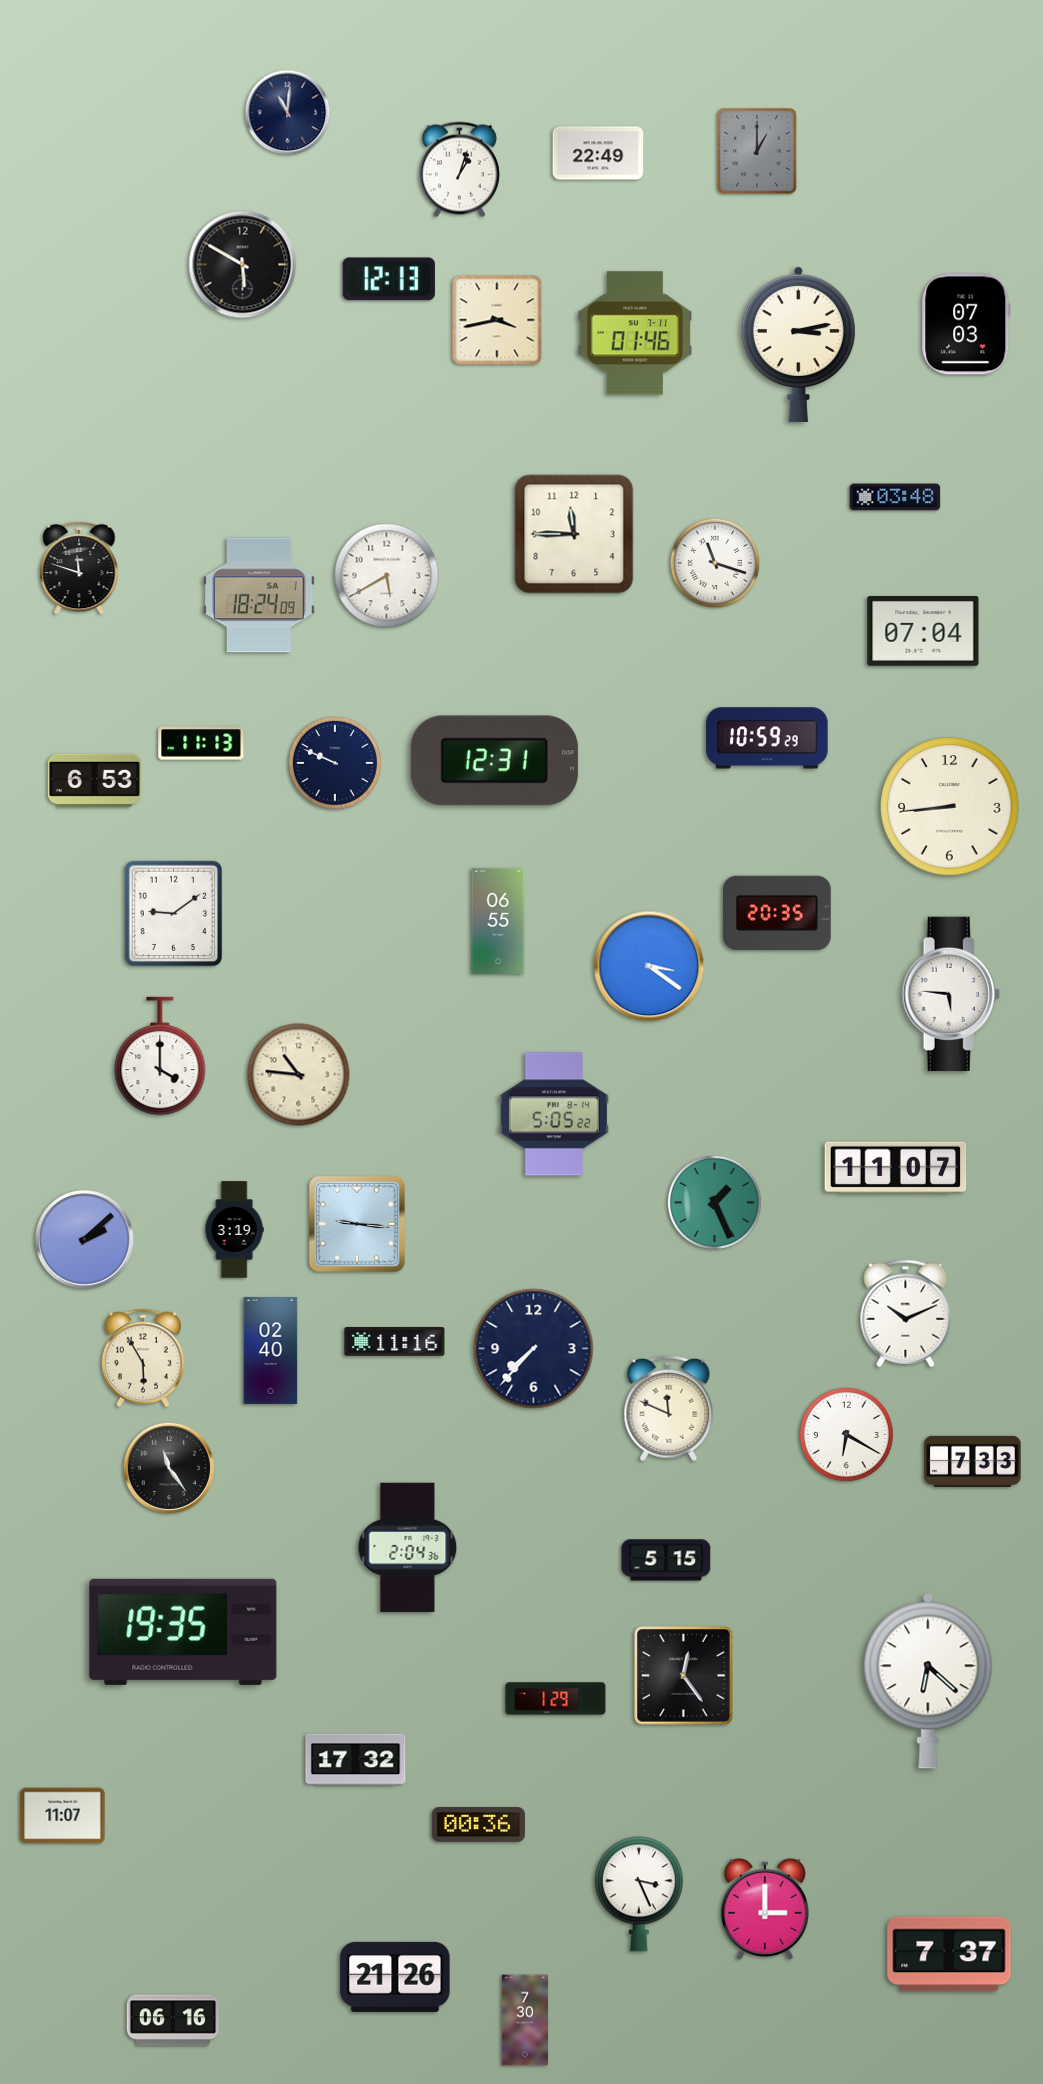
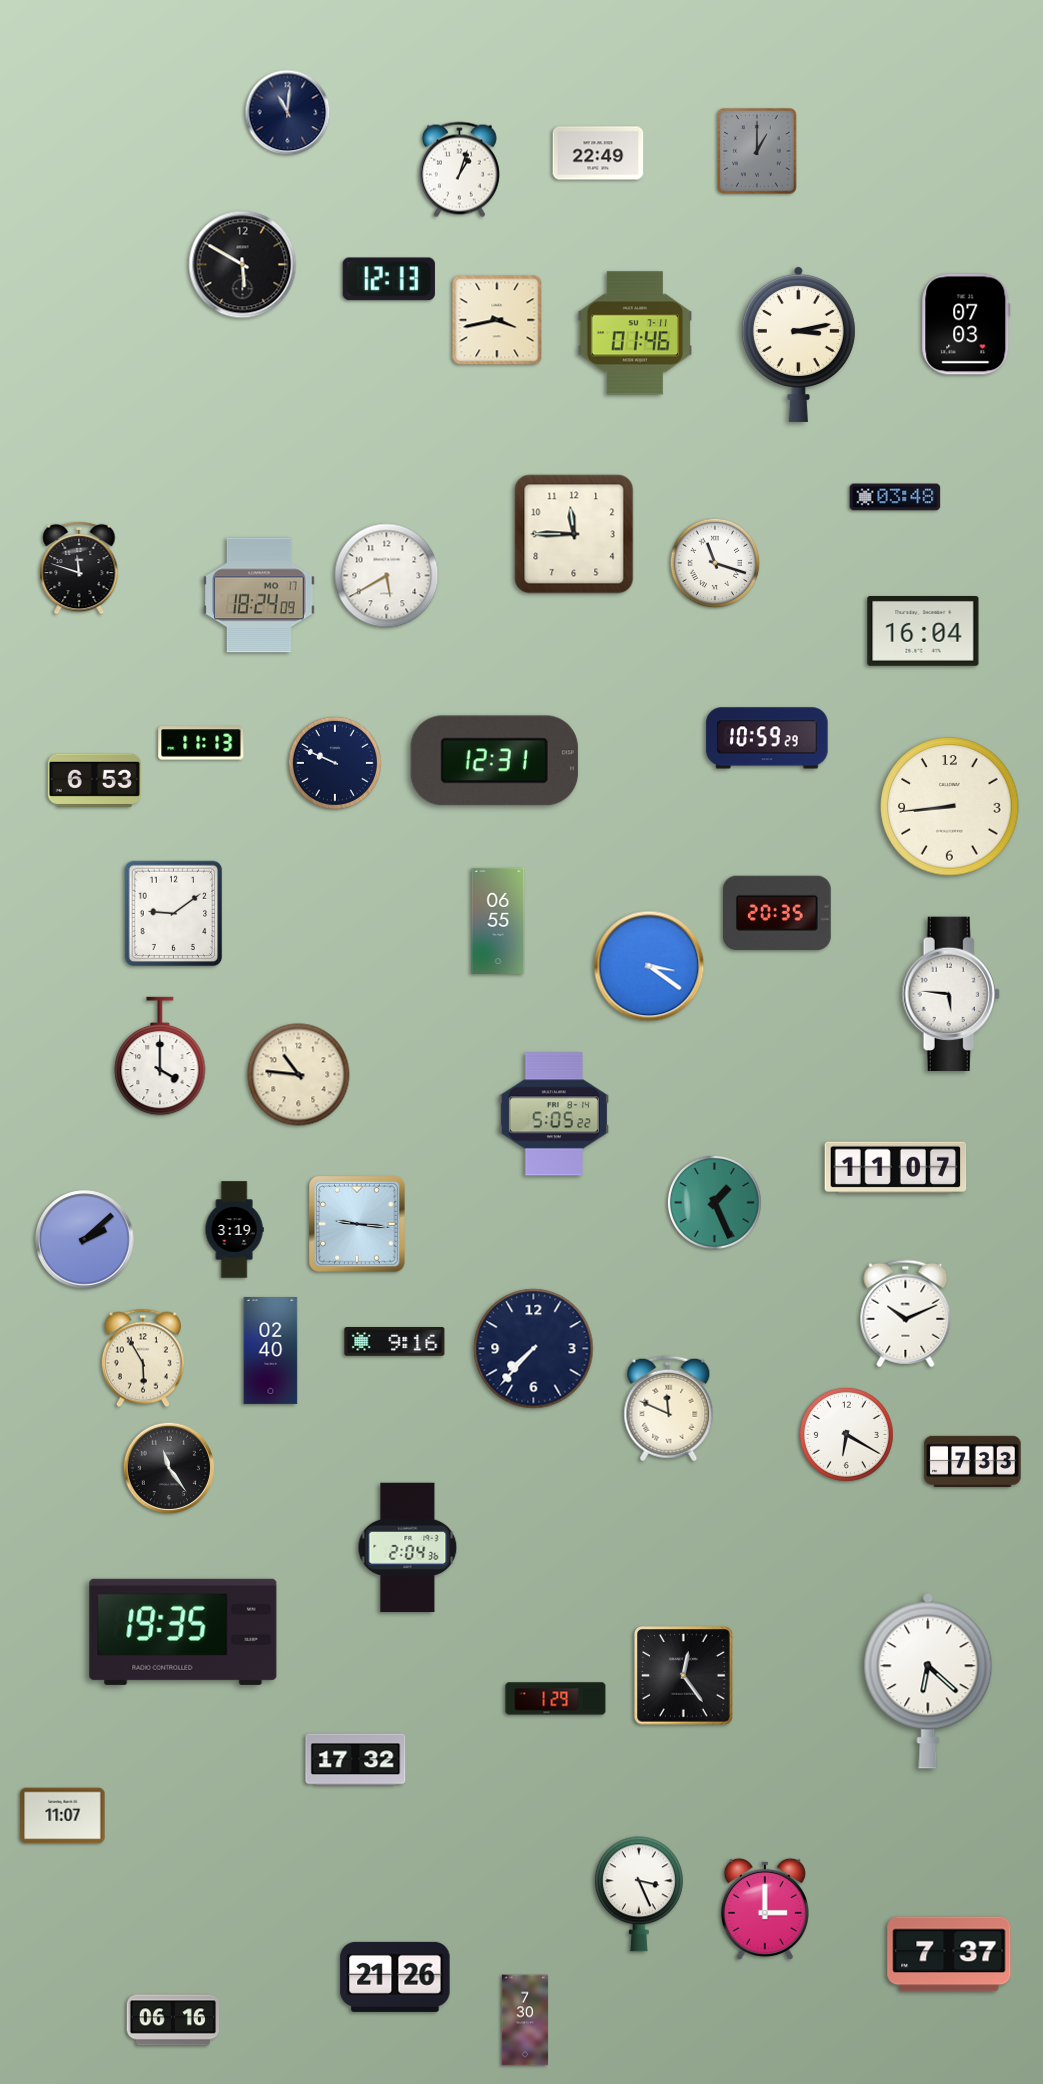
clock at (259, 595) date: SA 1 -> MO 17
clock at (923, 632): 07:04 -> 16:04
clock at (395, 1342): 11:16 -> 9:16
clock at (666, 1560): 5:15 -> none
clock at (478, 1825): 00:36 -> none
